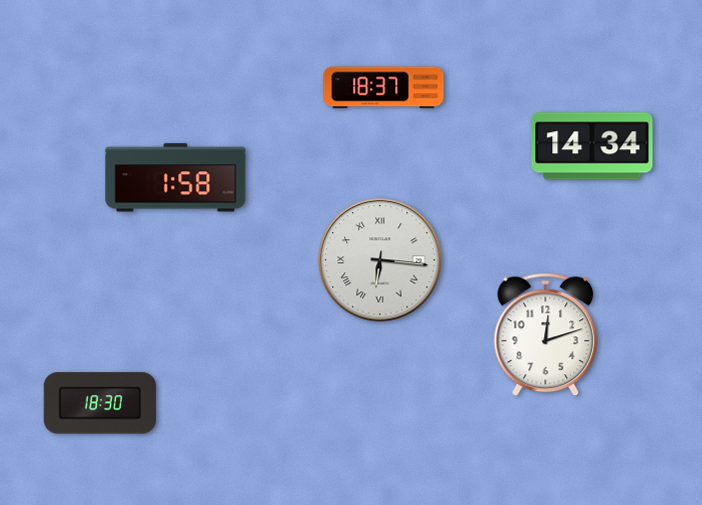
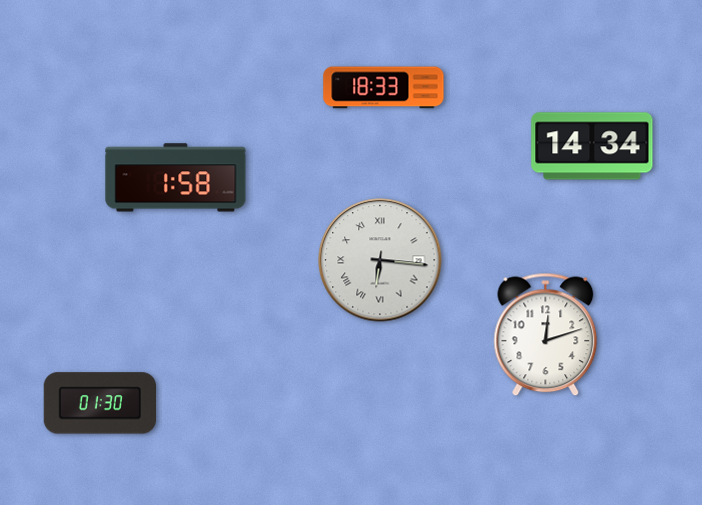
clock at (384, 88): 18:37 -> 18:33
clock at (99, 403): 18:30 -> 01:30
